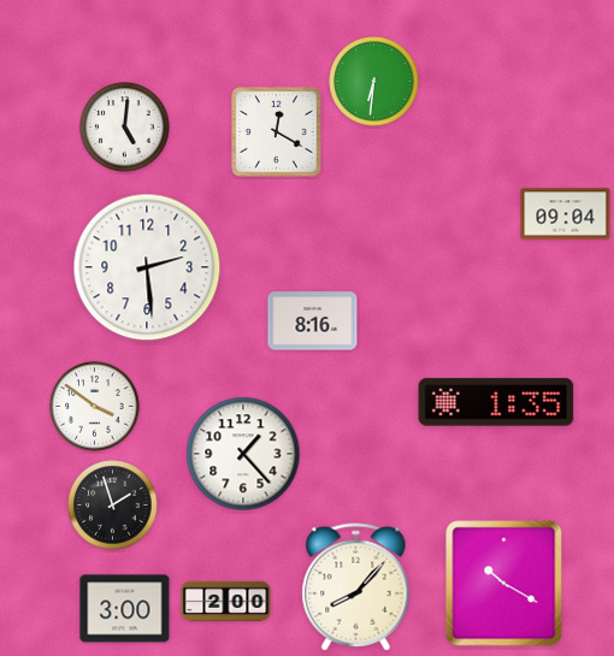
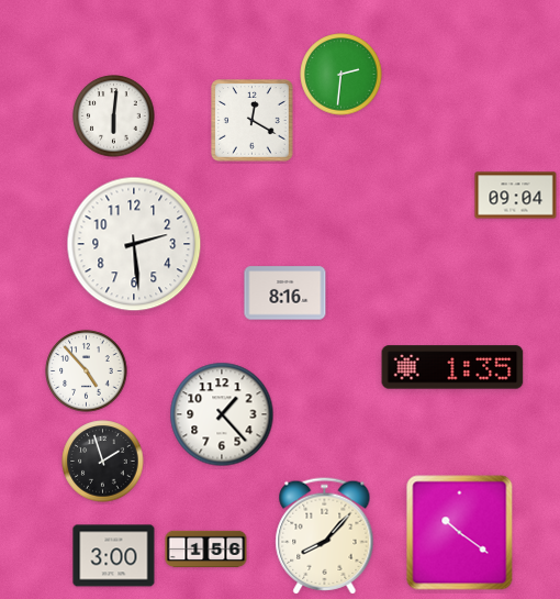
clock at (374, 82): 6:31 -> 2:31
clock at (125, 128): 5:01 -> 6:01
clock at (95, 407): 3:51 -> 4:53
clock at (504, 584): 10:20 -> 10:21
clock at (226, 602): 2:00 -> 1:56
